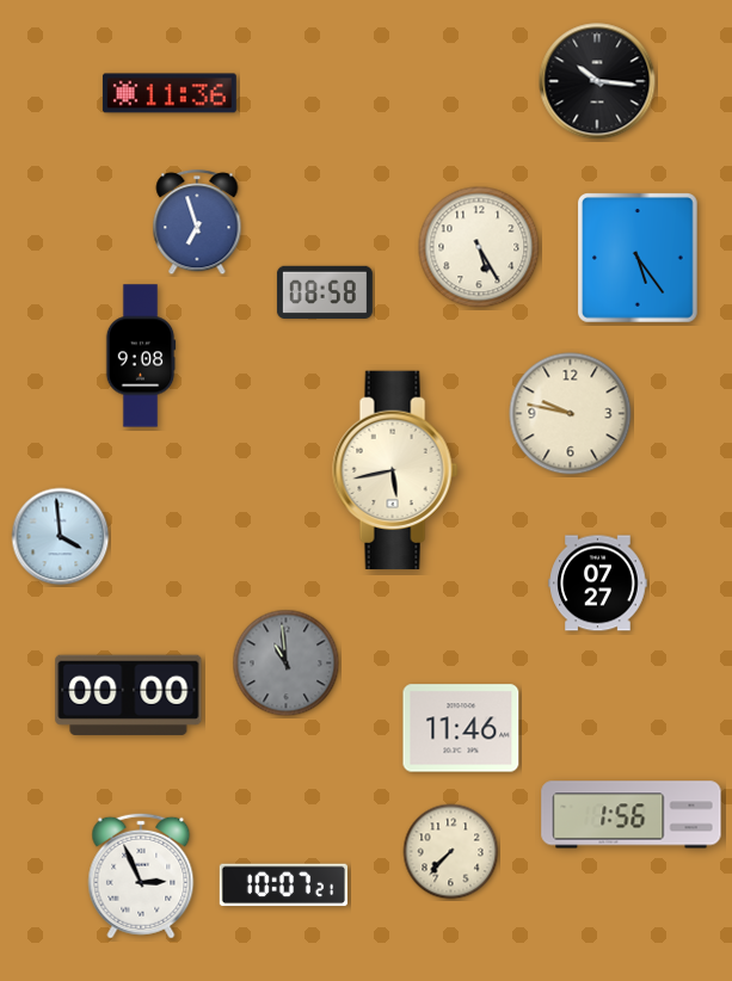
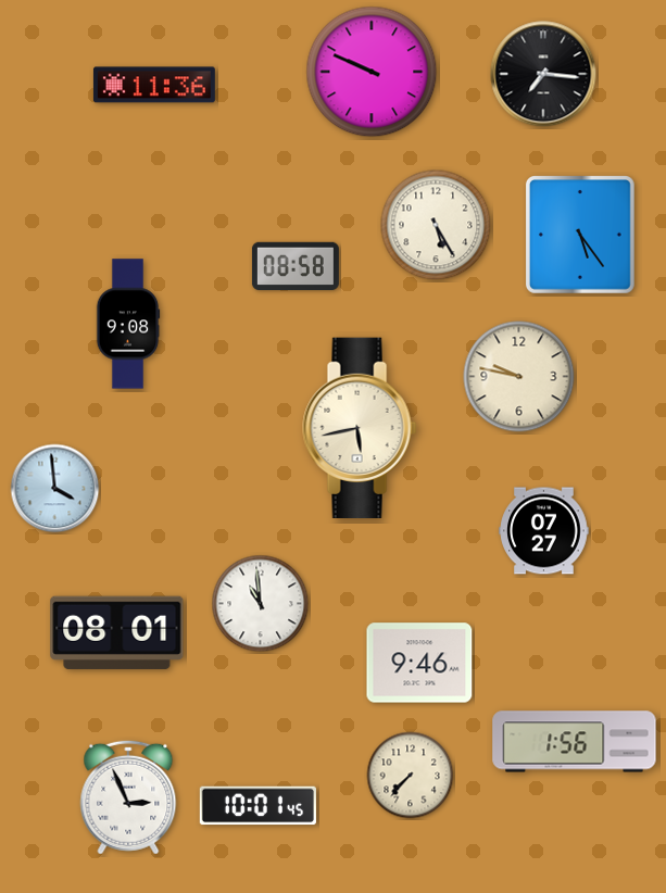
clock at (372, 72): none -> 9:49
clock at (597, 81): 10:16 -> 7:16
clock at (197, 223): 6:57 -> none
clock at (287, 664) dial: grey -> white
clock at (129, 695): 00:00 -> 08:01
clock at (461, 728): 11:46 -> 9:46
clock at (283, 886): 10:07 -> 10:01
